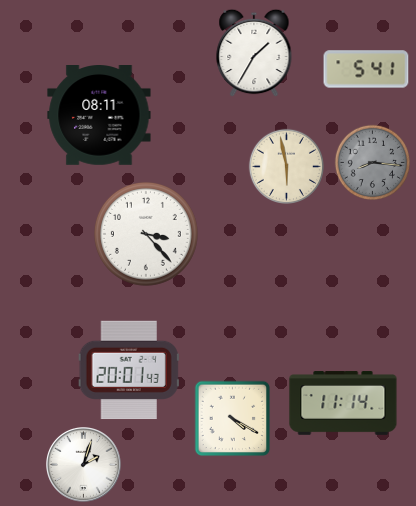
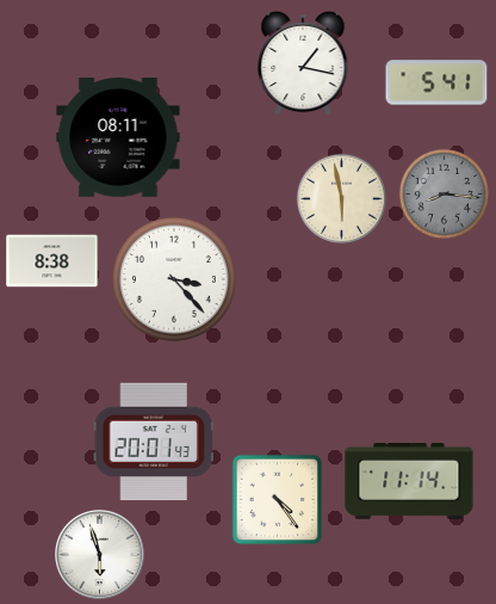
clock at (254, 53): 1:35 -> 1:17
clock at (52, 261): none -> 8:38
clock at (233, 419): 4:20 -> 4:24
clock at (84, 465): 2:03 -> 5:57
